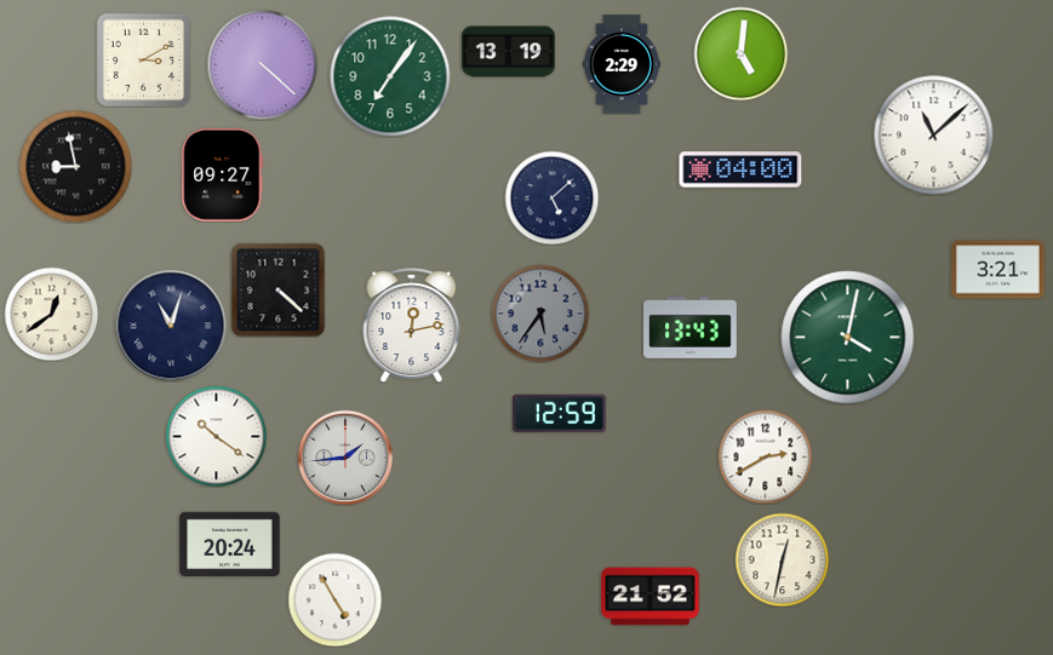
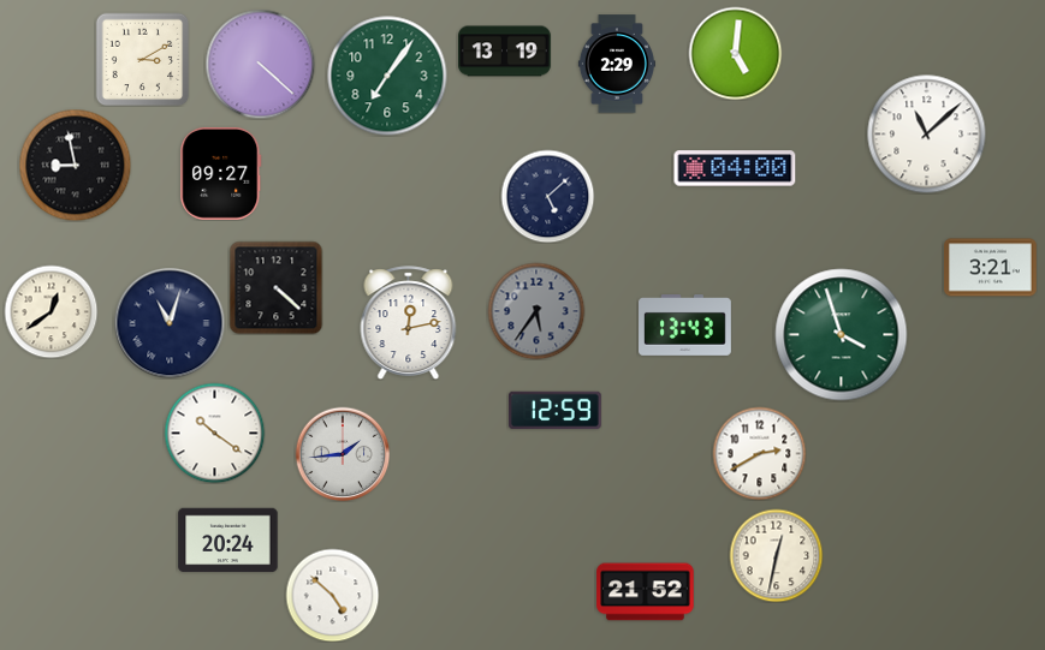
clock at (848, 338): 4:02 -> 3:57
clock at (334, 599): 4:55 -> 4:52
